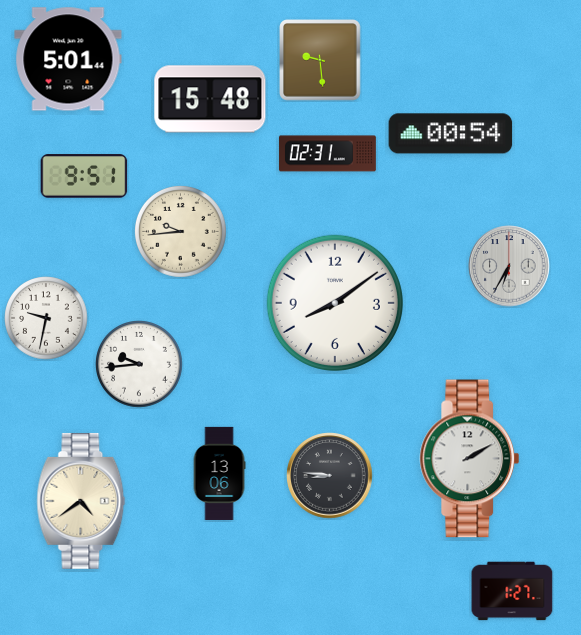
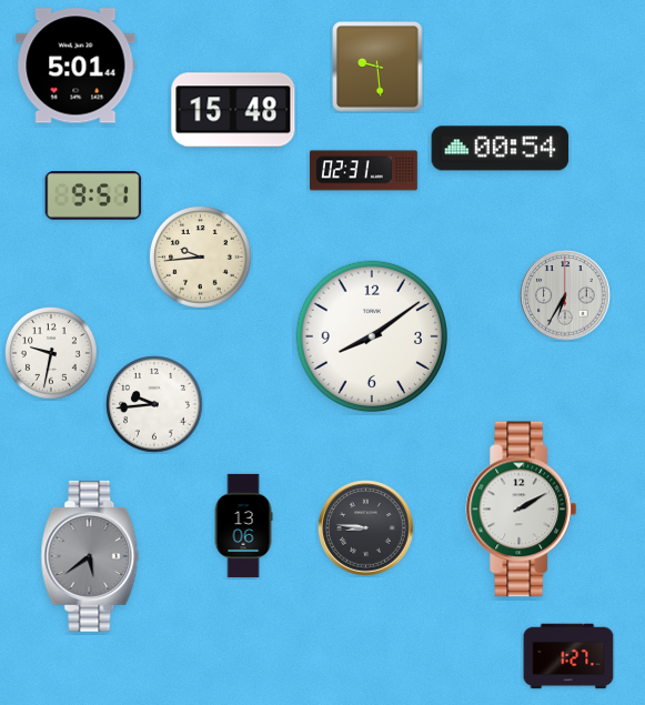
clock at (320, 60) position: (320, 60) -> (377, 67)
clock at (81, 501): 4:39 -> 5:39
clock at (81, 501) dial: cream -> grey
